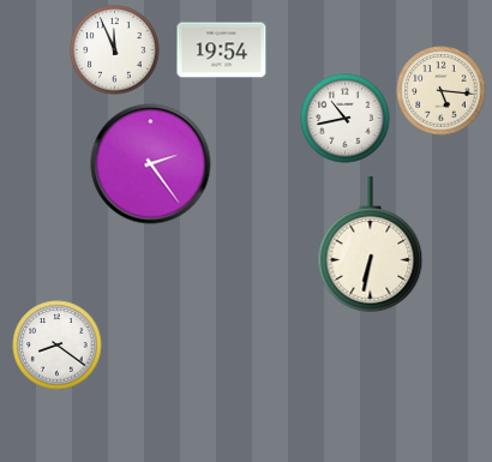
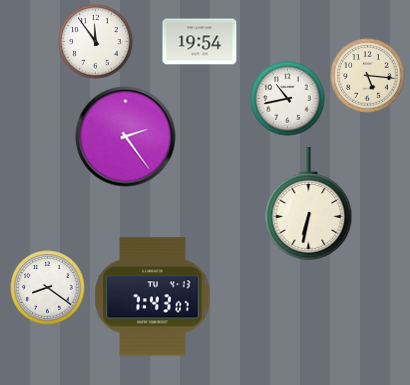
clock at (115, 50): 11:56 -> 11:54
clock at (222, 50) position: (222, 50) -> (200, 42)
clock at (153, 297): none -> 7:43
